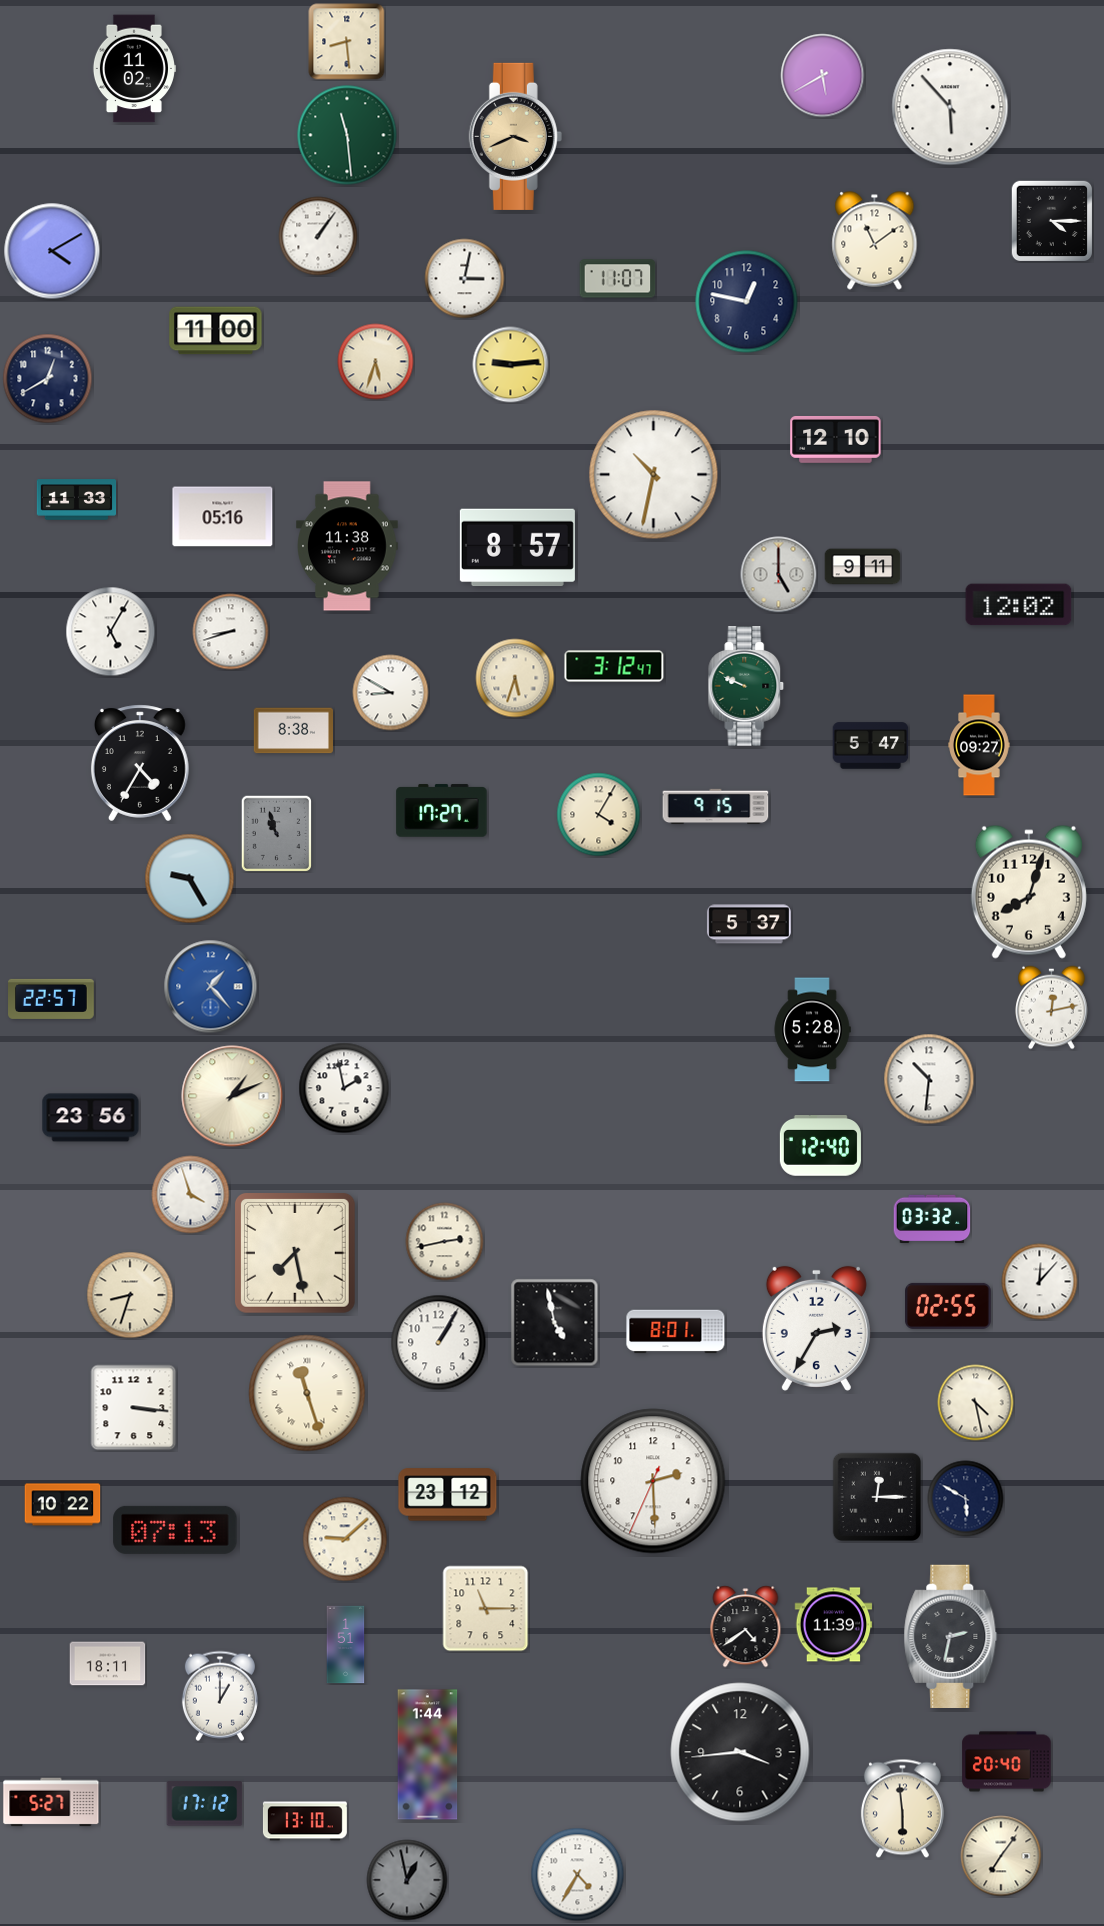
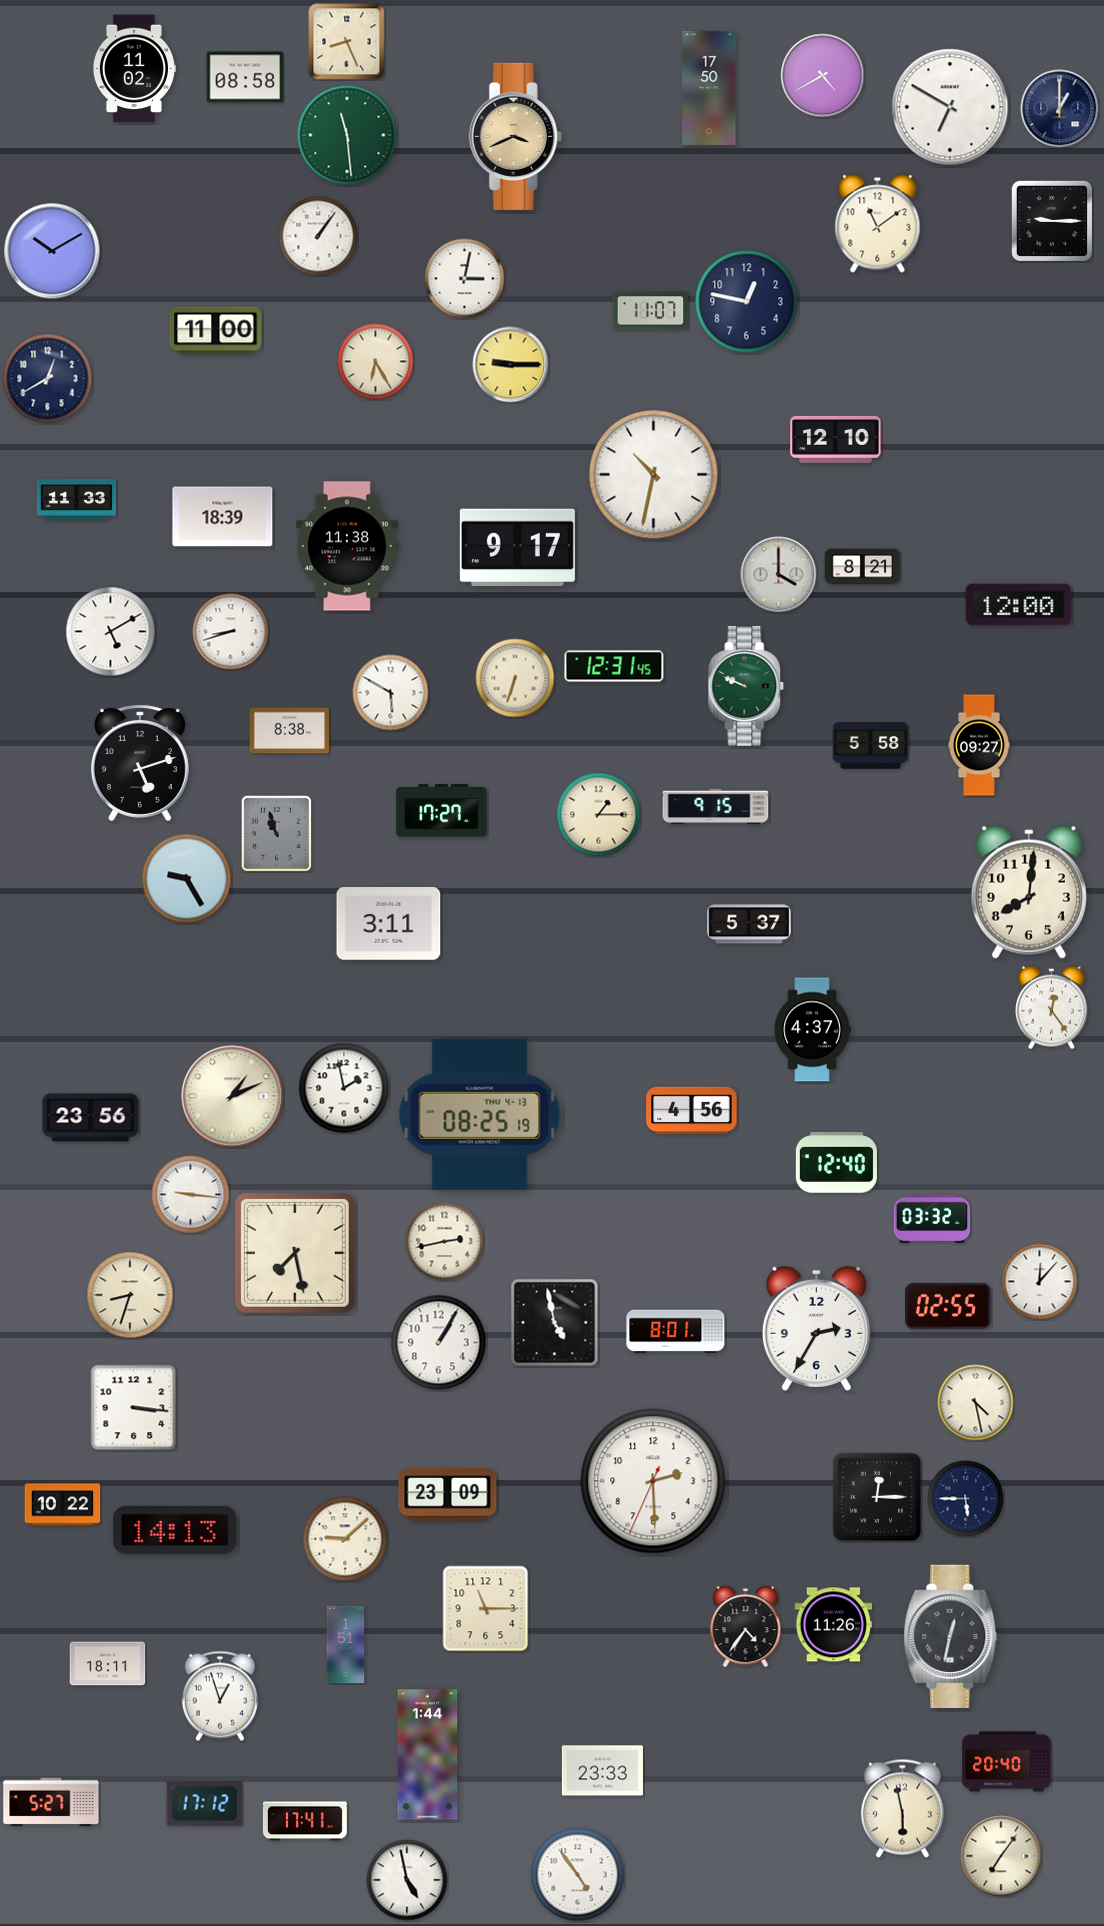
clock at (347, 42): 8:29 -> 8:26
clock at (823, 76): 5:40 -> 4:40
clock at (245, 77): none -> 08:58
clock at (709, 88): none -> 17:50
clock at (950, 107): 5:53 -> 6:50
clock at (1060, 109): none -> 1:00
clock at (1051, 220): 4:15 -> 9:15
clock at (875, 241) position: (875, 241) -> (878, 224)
clock at (52, 251): 4:10 -> 10:10
clock at (618, 279) position: (618, 279) -> (651, 311)
clock at (376, 362): 5:33 -> 6:25
clock at (511, 365): 9:14 -> 9:15
clock at (223, 517): 05:16 -> 18:39
clock at (517, 548): 8:57 -> 9:17
clock at (863, 567): 9:11 -> 8:21
clock at (779, 575): 5:00 -> 4:00
clock at (1019, 605): 12:02 -> 12:00
clock at (111, 632): 5:05 -> 5:10
clock at (614, 666): 3:12 -> 12:31
clock at (515, 678): 5:33 -> 6:33
clock at (391, 693): 8:50 -> 5:50
clock at (293, 731) position: (293, 731) -> (289, 731)
clock at (871, 746): 5:47 -> 5:58
clock at (140, 763): 4:35 -> 5:12
clock at (599, 815): 4:05 -> 1:15
clock at (190, 879) position: (190, 879) -> (187, 879)
clock at (1029, 892): 8:03 -> 8:01
clock at (389, 924): none -> 3:11
clock at (211, 987): 1:23 -> none
clock at (51, 999): 22:57 -> none
clock at (1052, 1008): 12:13 -> 12:24
clock at (812, 1030): 5:28 -> 4:37
clock at (929, 1079): 10:31 -> none
clock at (692, 1111): none -> 4:56
clock at (480, 1114): none -> 08:25
clock at (820, 1146) position: (820, 1146) -> (836, 1163)
clock at (191, 1195): 3:57 -> 9:16
clock at (307, 1393): 11:27 -> none
clock at (448, 1495): 23:12 -> 23:09
clock at (966, 1499): 5:50 -> 5:45
clock at (175, 1530): 07:13 -> 14:13
clock at (834, 1625): 11:39 -> 11:26
clock at (746, 1627): 4:39 -> 4:36
clock at (951, 1636): 2:32 -> 12:32
clock at (220, 1696): 1:00 -> 12:57
clock at (740, 1752): 3:44 -> none
clock at (602, 1771): none -> 23:33
clock at (902, 1809): 5:59 -> 5:58
clock at (305, 1821): 13:10 -> 17:41
clock at (578, 1875): 4:35 -> 4:54
clock at (407, 1880): 12:58 -> 4:58
clock at (407, 1880) dial: grey -> white
